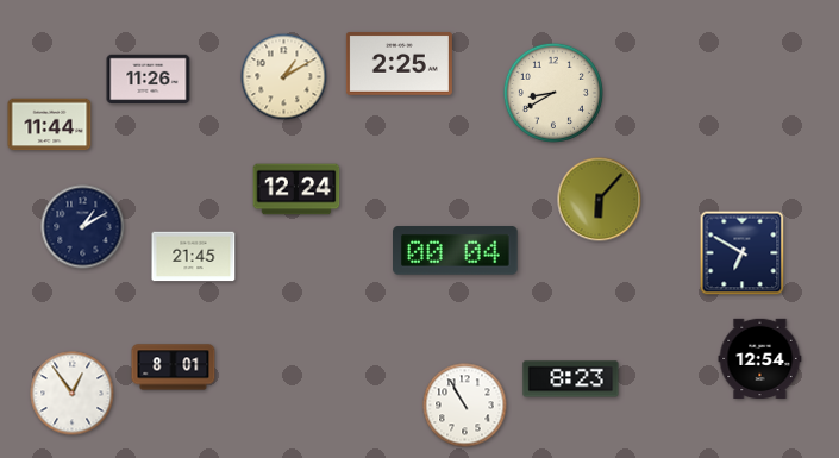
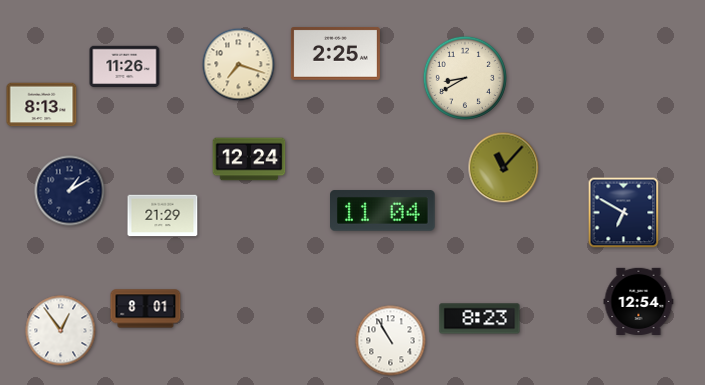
clock at (284, 77): 1:10 -> 7:18
clock at (50, 125): 11:44 -> 8:13
clock at (600, 200): 6:07 -> 11:07
clock at (456, 251): 00:04 -> 11:04
clock at (194, 257): 21:45 -> 21:29
